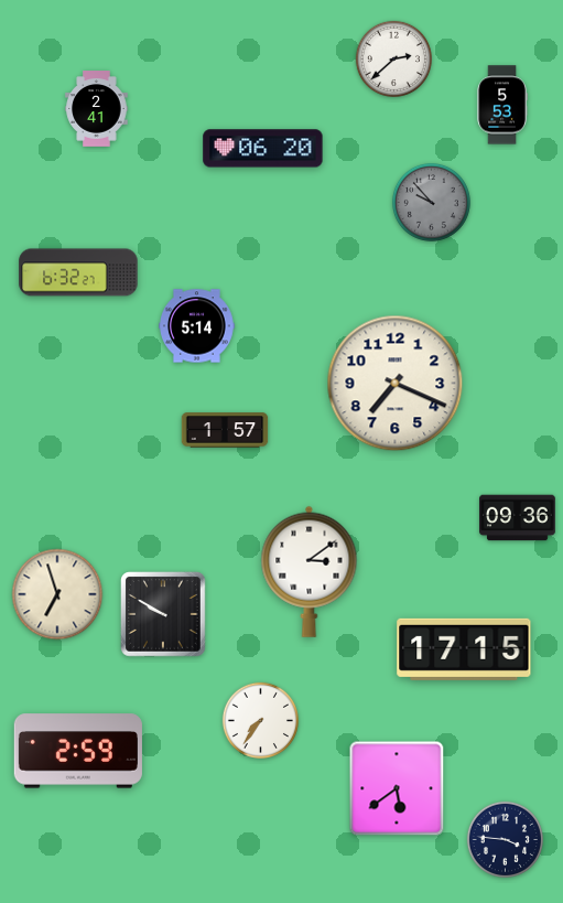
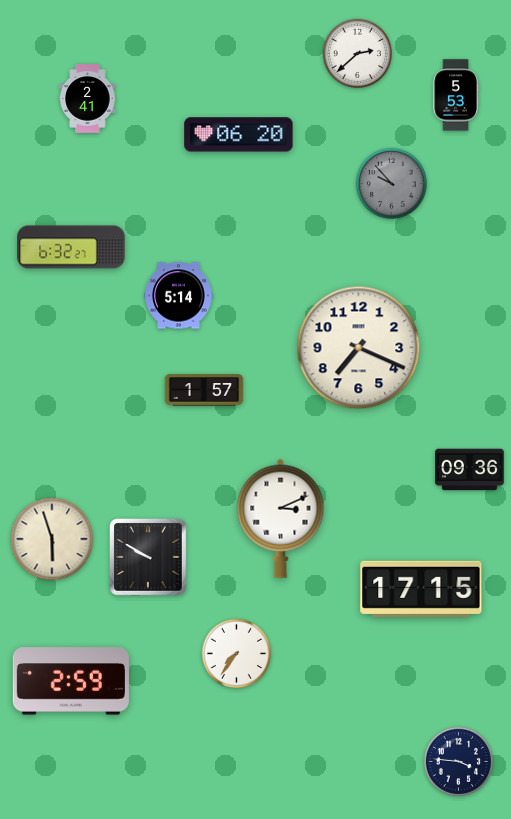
clock at (310, 571): 3:09 -> 3:11
clock at (57, 594): 6:57 -> 5:57
clock at (397, 788): 5:39 -> none
